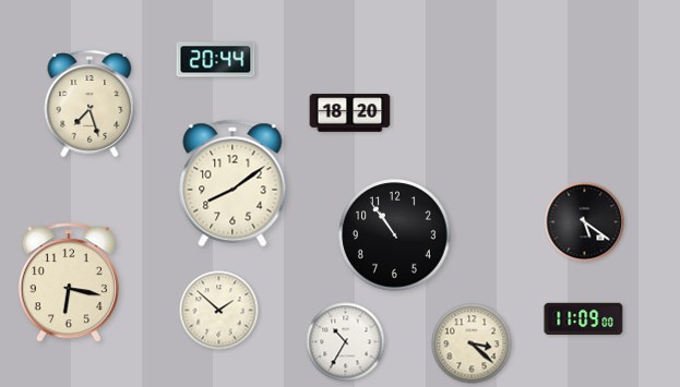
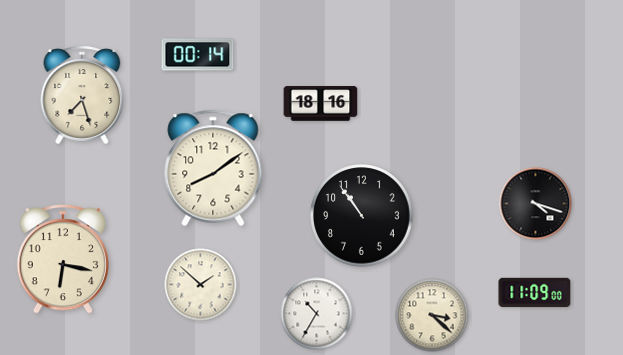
clock at (216, 60): 20:44 -> 00:14
clock at (350, 113): 18:20 -> 18:16
clock at (585, 222): 5:21 -> 4:18
